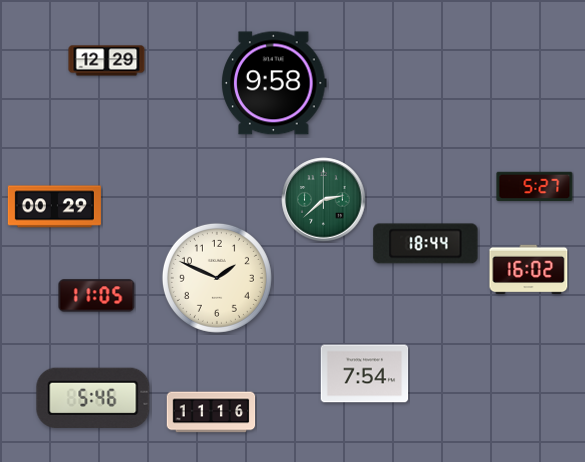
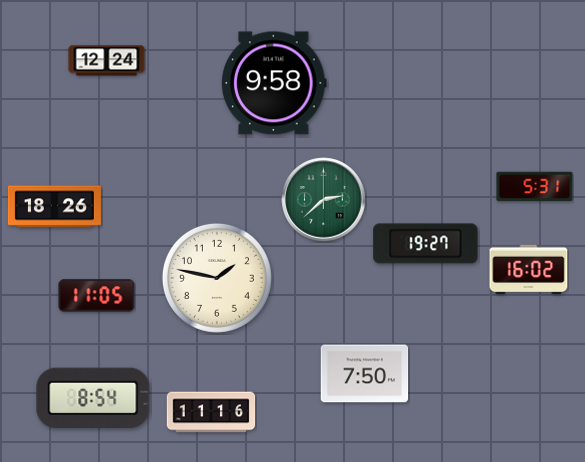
clock at (107, 61): 12:29 -> 12:24
clock at (535, 187): 5:27 -> 5:31
clock at (54, 207): 00:29 -> 18:26
clock at (426, 244): 18:44 -> 19:27
clock at (217, 278): 1:49 -> 1:47
clock at (365, 374): 7:54 -> 7:50
clock at (93, 397): 5:46 -> 8:54
